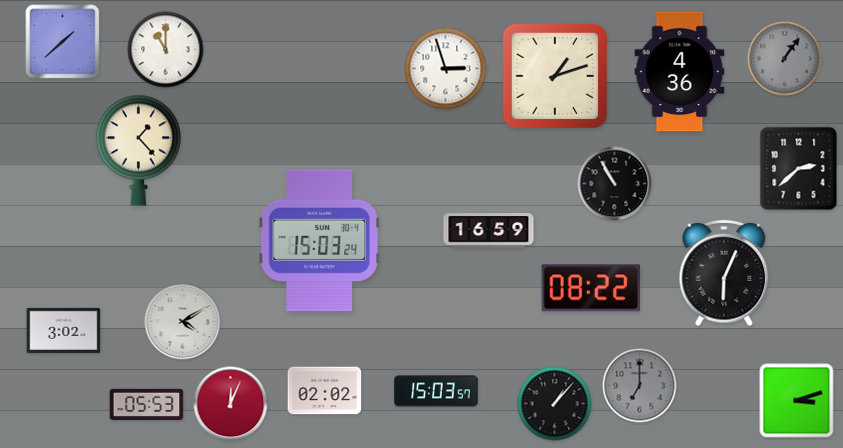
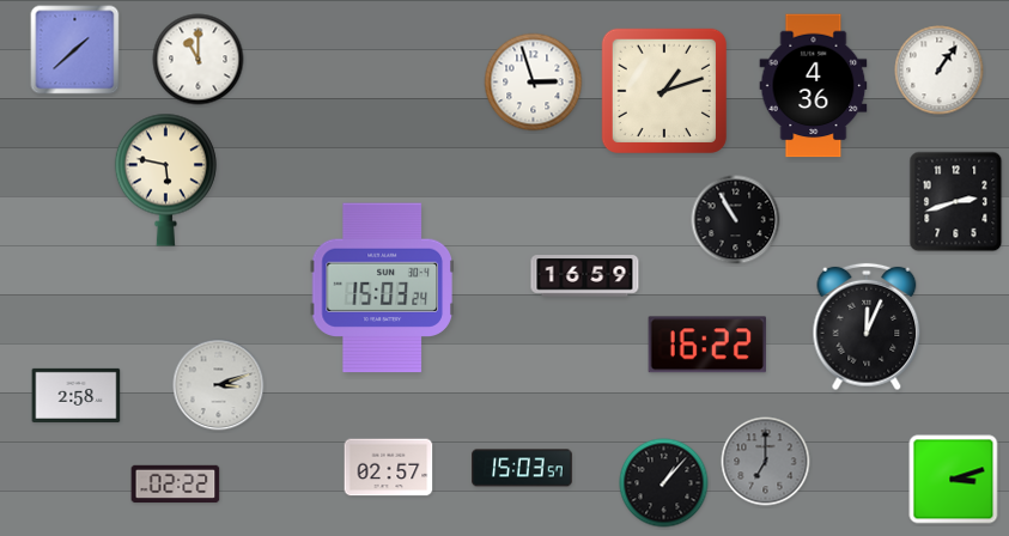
clock at (785, 59) dial: grey -> white
clock at (138, 150): 1:23 -> 5:47
clock at (799, 169): 2:38 -> 2:42
clock at (724, 273): 6:04 -> 12:04
clock at (591, 288): 08:22 -> 16:22
clock at (183, 322): 4:10 -> 3:12
clock at (64, 330): 3:02 -> 2:58
clock at (325, 391): 02:02 -> 02:57
clock at (231, 404): 12:04 -> none
clock at (147, 405): 05:53 -> 02:22
